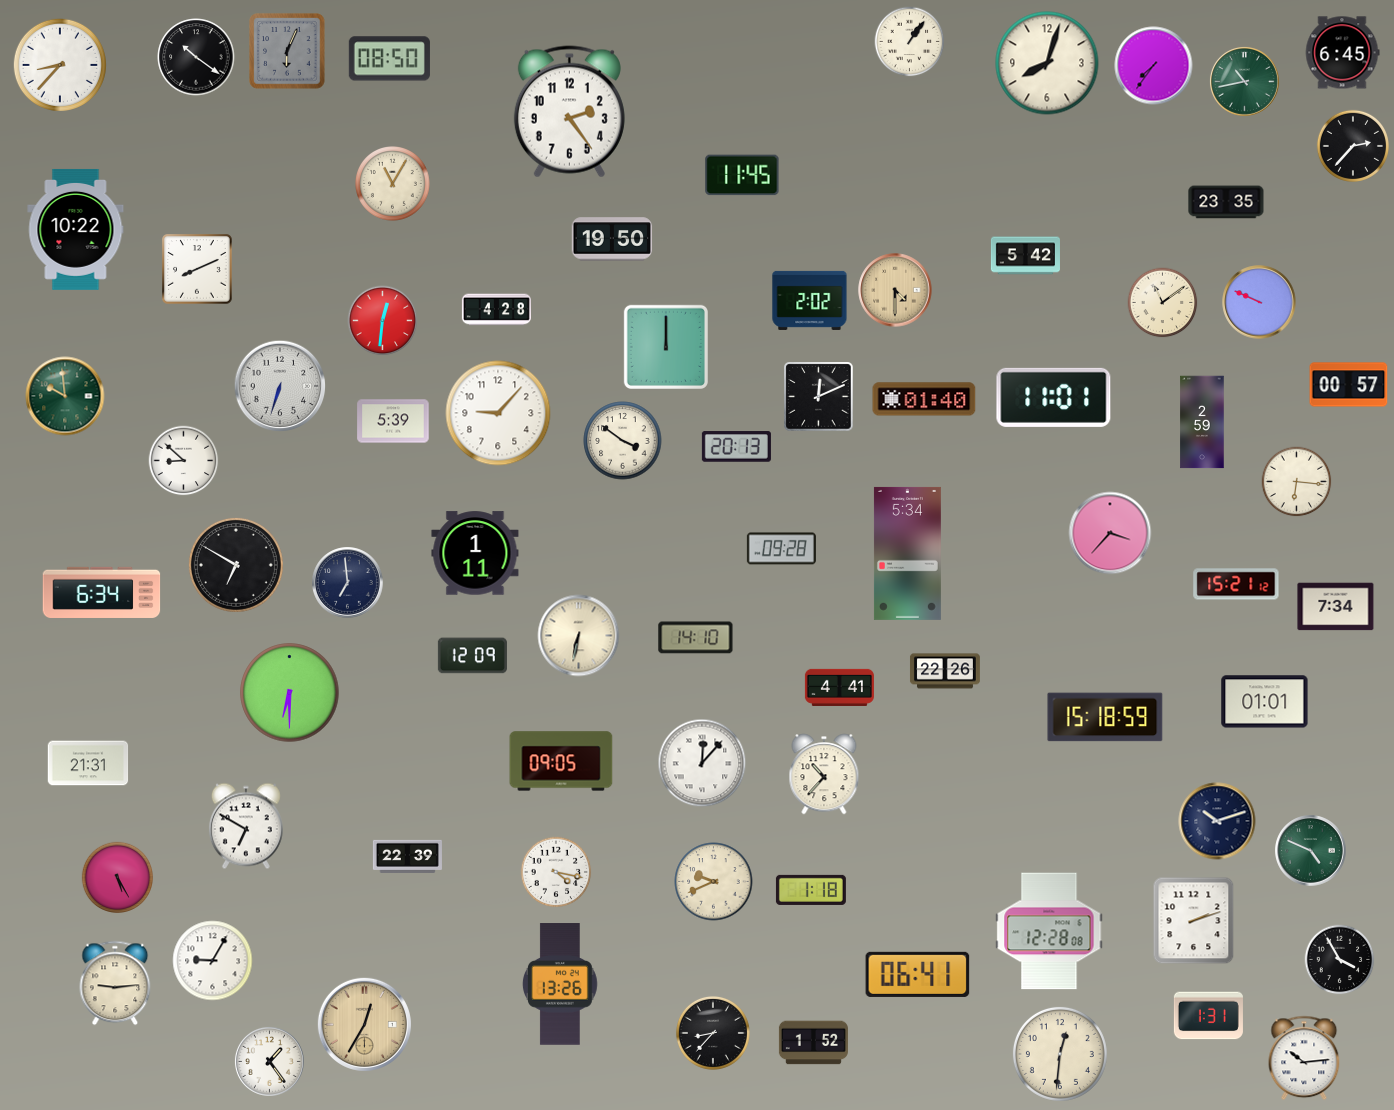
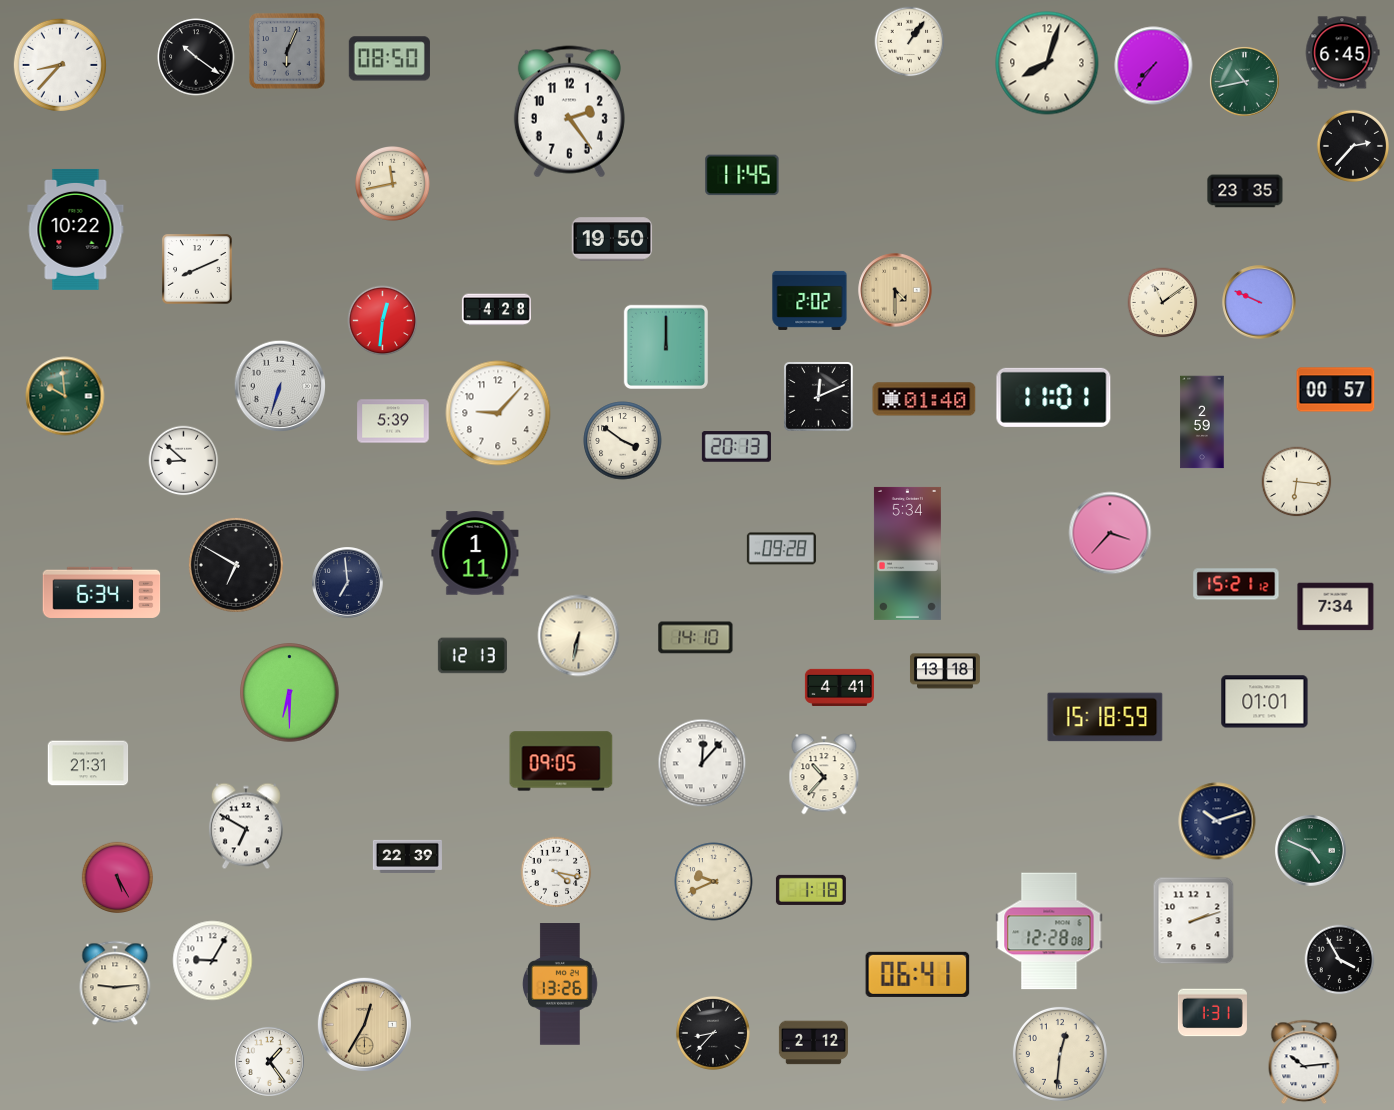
clock at (393, 184): 11:05 -> 11:43
clock at (1226, 202) position: (1226, 202) -> (1245, 191)
clock at (1025, 256): 5:42 -> none
clock at (1349, 385) position: (1349, 385) -> (1336, 390)
clock at (472, 656): 12:09 -> 12:13
clock at (945, 671): 22:26 -> 13:18
clock at (1208, 1016) position: (1208, 1016) -> (1212, 1013)
clock at (813, 1043): 1:52 -> 2:12
clock at (1304, 1058) position: (1304, 1058) -> (1304, 1062)
